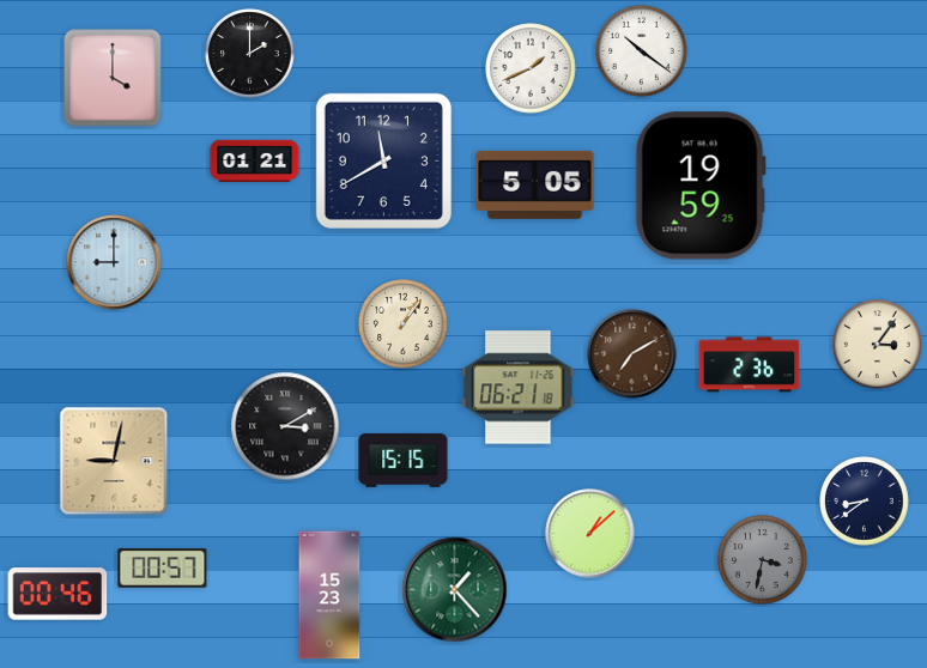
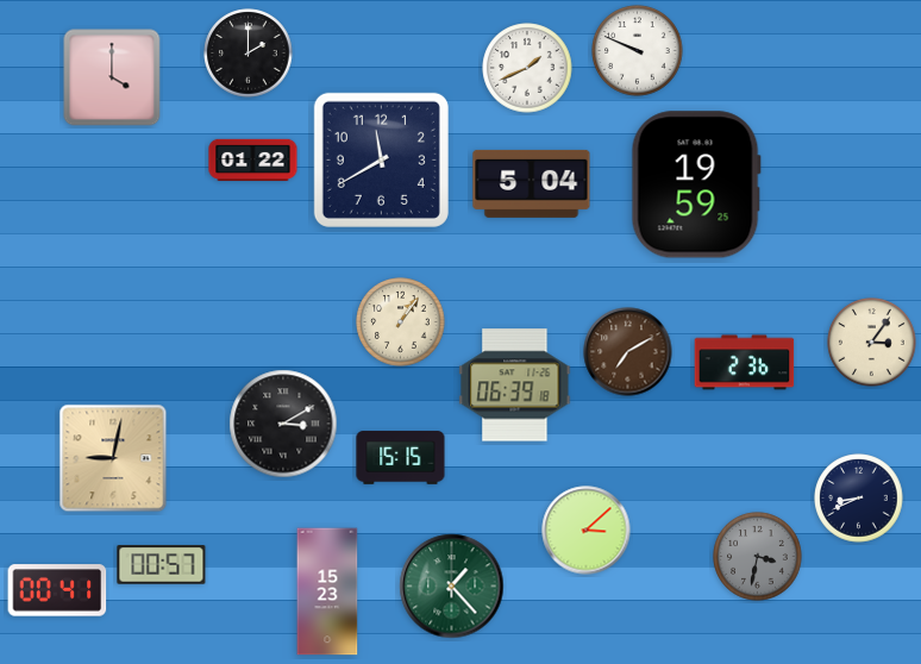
clock at (642, 51): 10:21 -> 9:49
clock at (255, 160): 01:21 -> 01:22
clock at (535, 184): 5:05 -> 5:04
clock at (114, 262): 9:00 -> none
clock at (519, 388): 06:21 -> 06:39
clock at (865, 502): 8:39 -> 8:41
clock at (590, 534): 1:08 -> 3:08
clock at (57, 594): 00:46 -> 00:41
